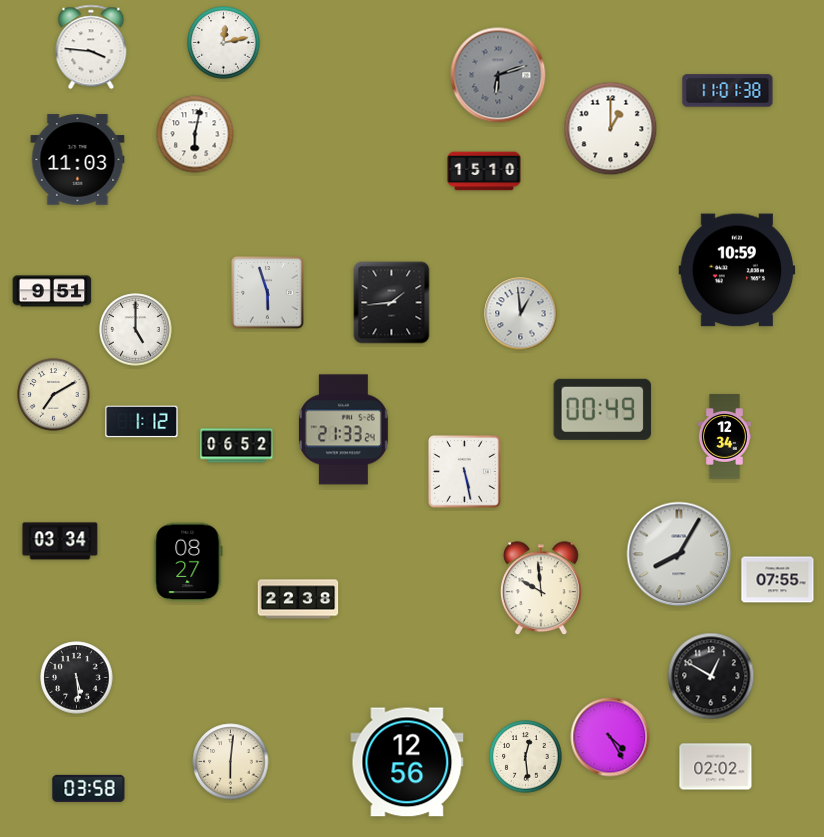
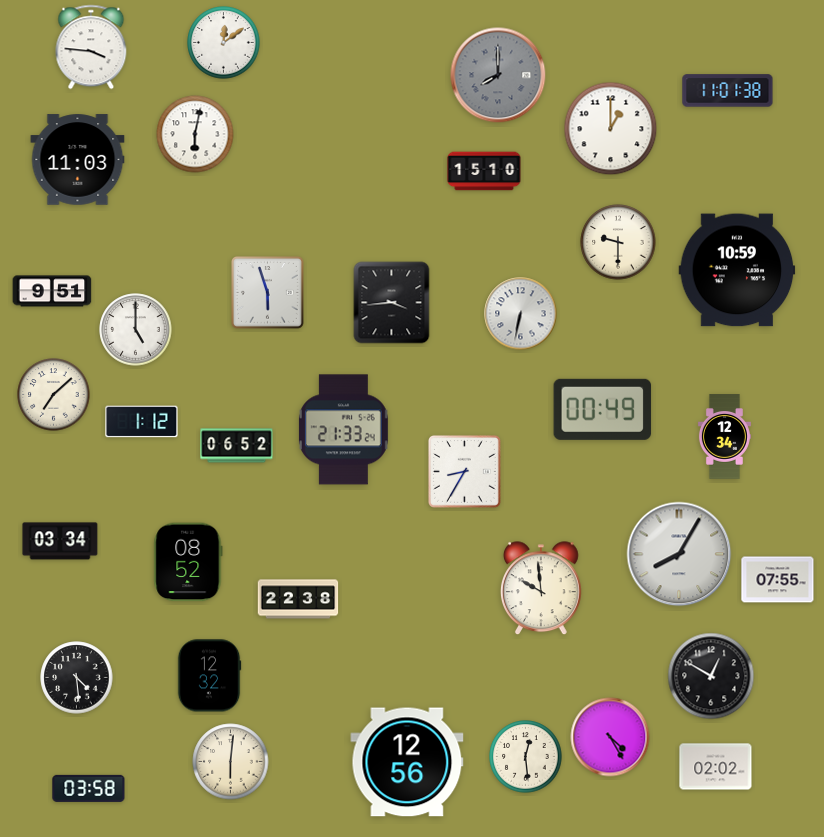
clock at (224, 43): 12:13 -> 12:09
clock at (498, 75): 6:12 -> 8:00
clock at (618, 242): none -> 9:30
clock at (392, 303): 1:44 -> 3:44
clock at (521, 314): 12:59 -> 6:32
clock at (54, 395): 7:10 -> 7:08
clock at (464, 471): 5:28 -> 8:35
clock at (188, 562): 08:27 -> 08:52
clock at (209, 676): none -> 12:32
clock at (77, 678): 5:29 -> 4:29
